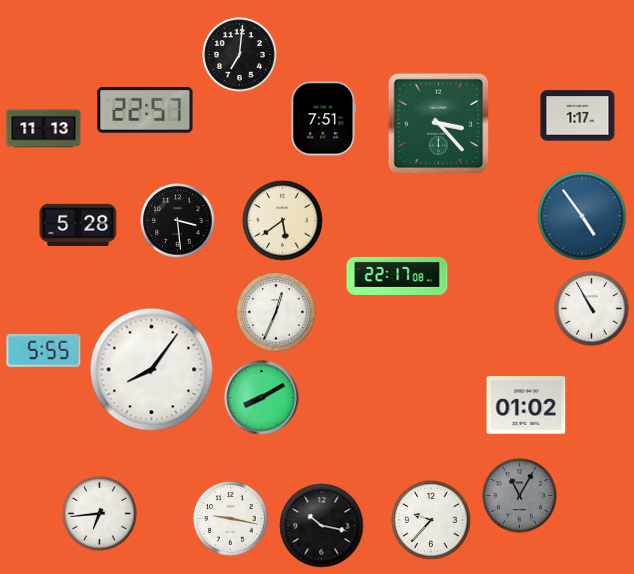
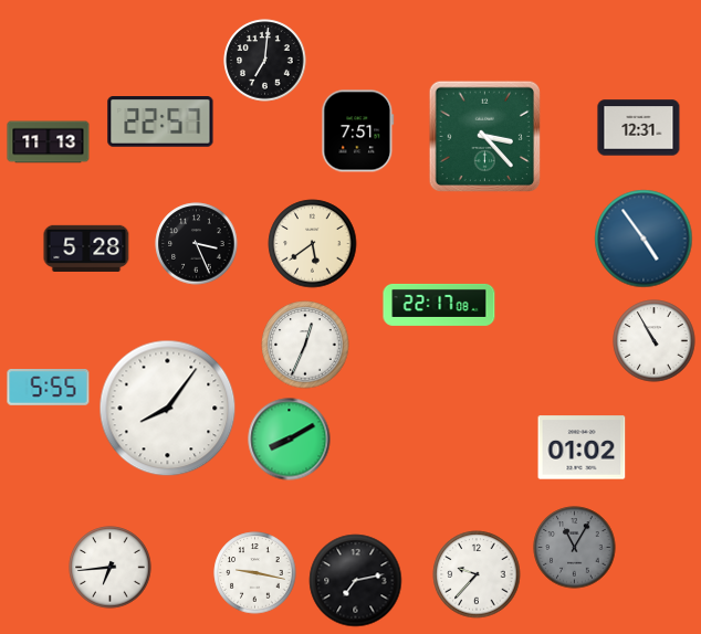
clock at (578, 116): 1:17 -> 12:31
clock at (178, 221): 3:29 -> 3:26
clock at (322, 526): 10:17 -> 7:13
